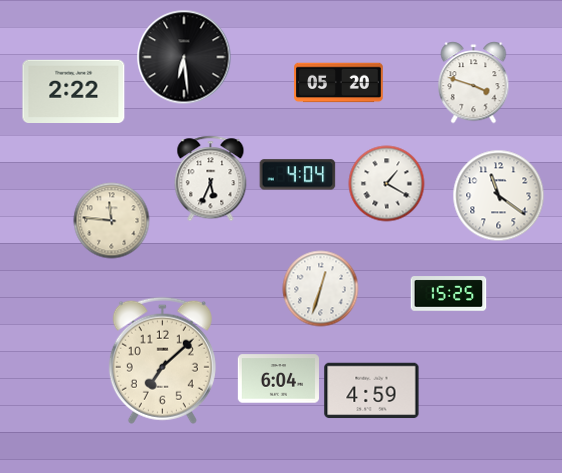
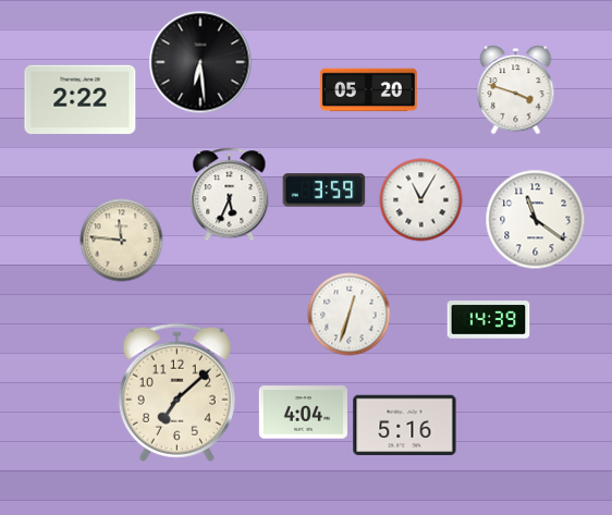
clock at (298, 175): 4:04 -> 3:59
clock at (387, 184): 1:20 -> 11:05
clock at (499, 196) position: (499, 196) -> (536, 220)
clock at (449, 294): 15:25 -> 14:39
clock at (278, 379): 6:04 -> 4:04
clock at (372, 391): 4:59 -> 5:16
